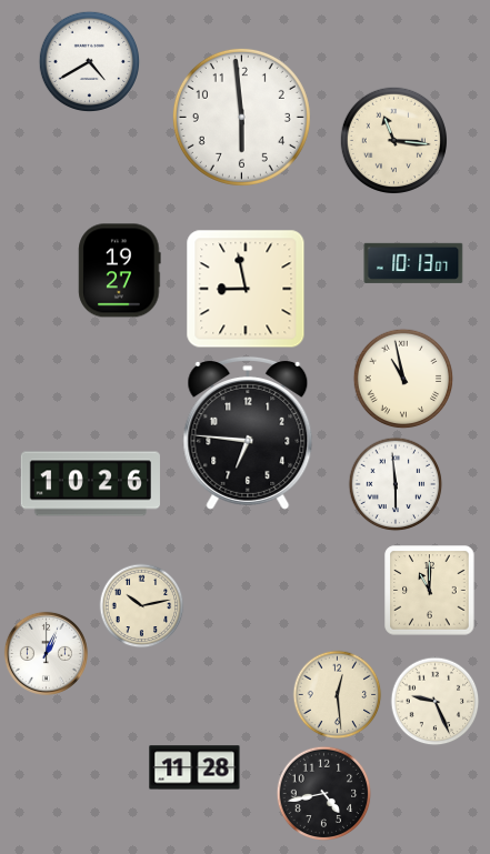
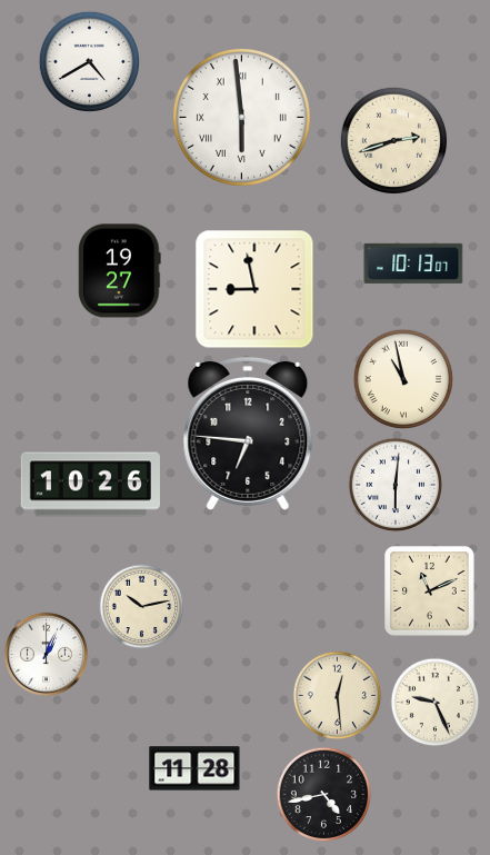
clock at (241, 117) numerals: Arabic -> Roman
clock at (393, 140): 11:16 -> 2:42
clock at (246, 289) position: (246, 289) -> (254, 289)
clock at (396, 484): 5:59 -> 6:01
clock at (430, 591): 11:00 -> 11:11
